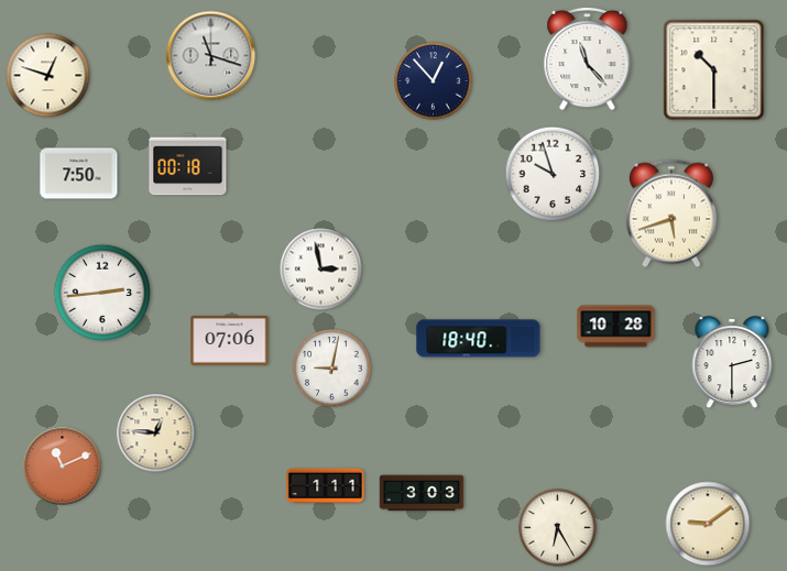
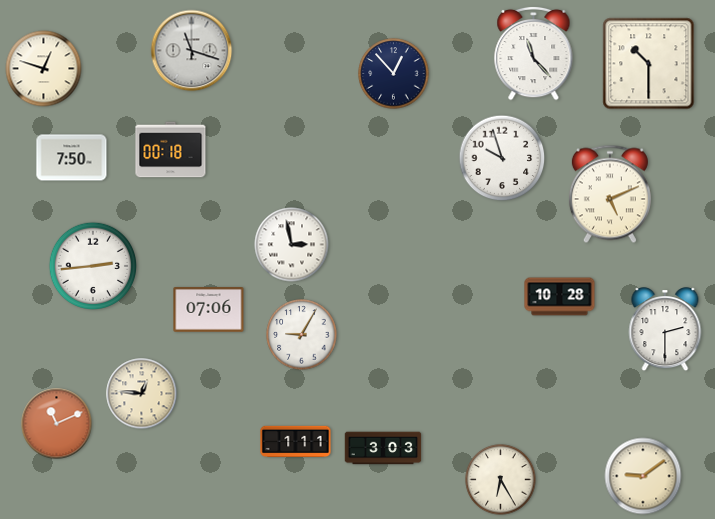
clock at (671, 213): 5:42 -> 5:11
clock at (479, 339): 18:40 -> none
clock at (332, 369): 9:02 -> 9:05
clock at (558, 528) position: (558, 528) -> (501, 480)
